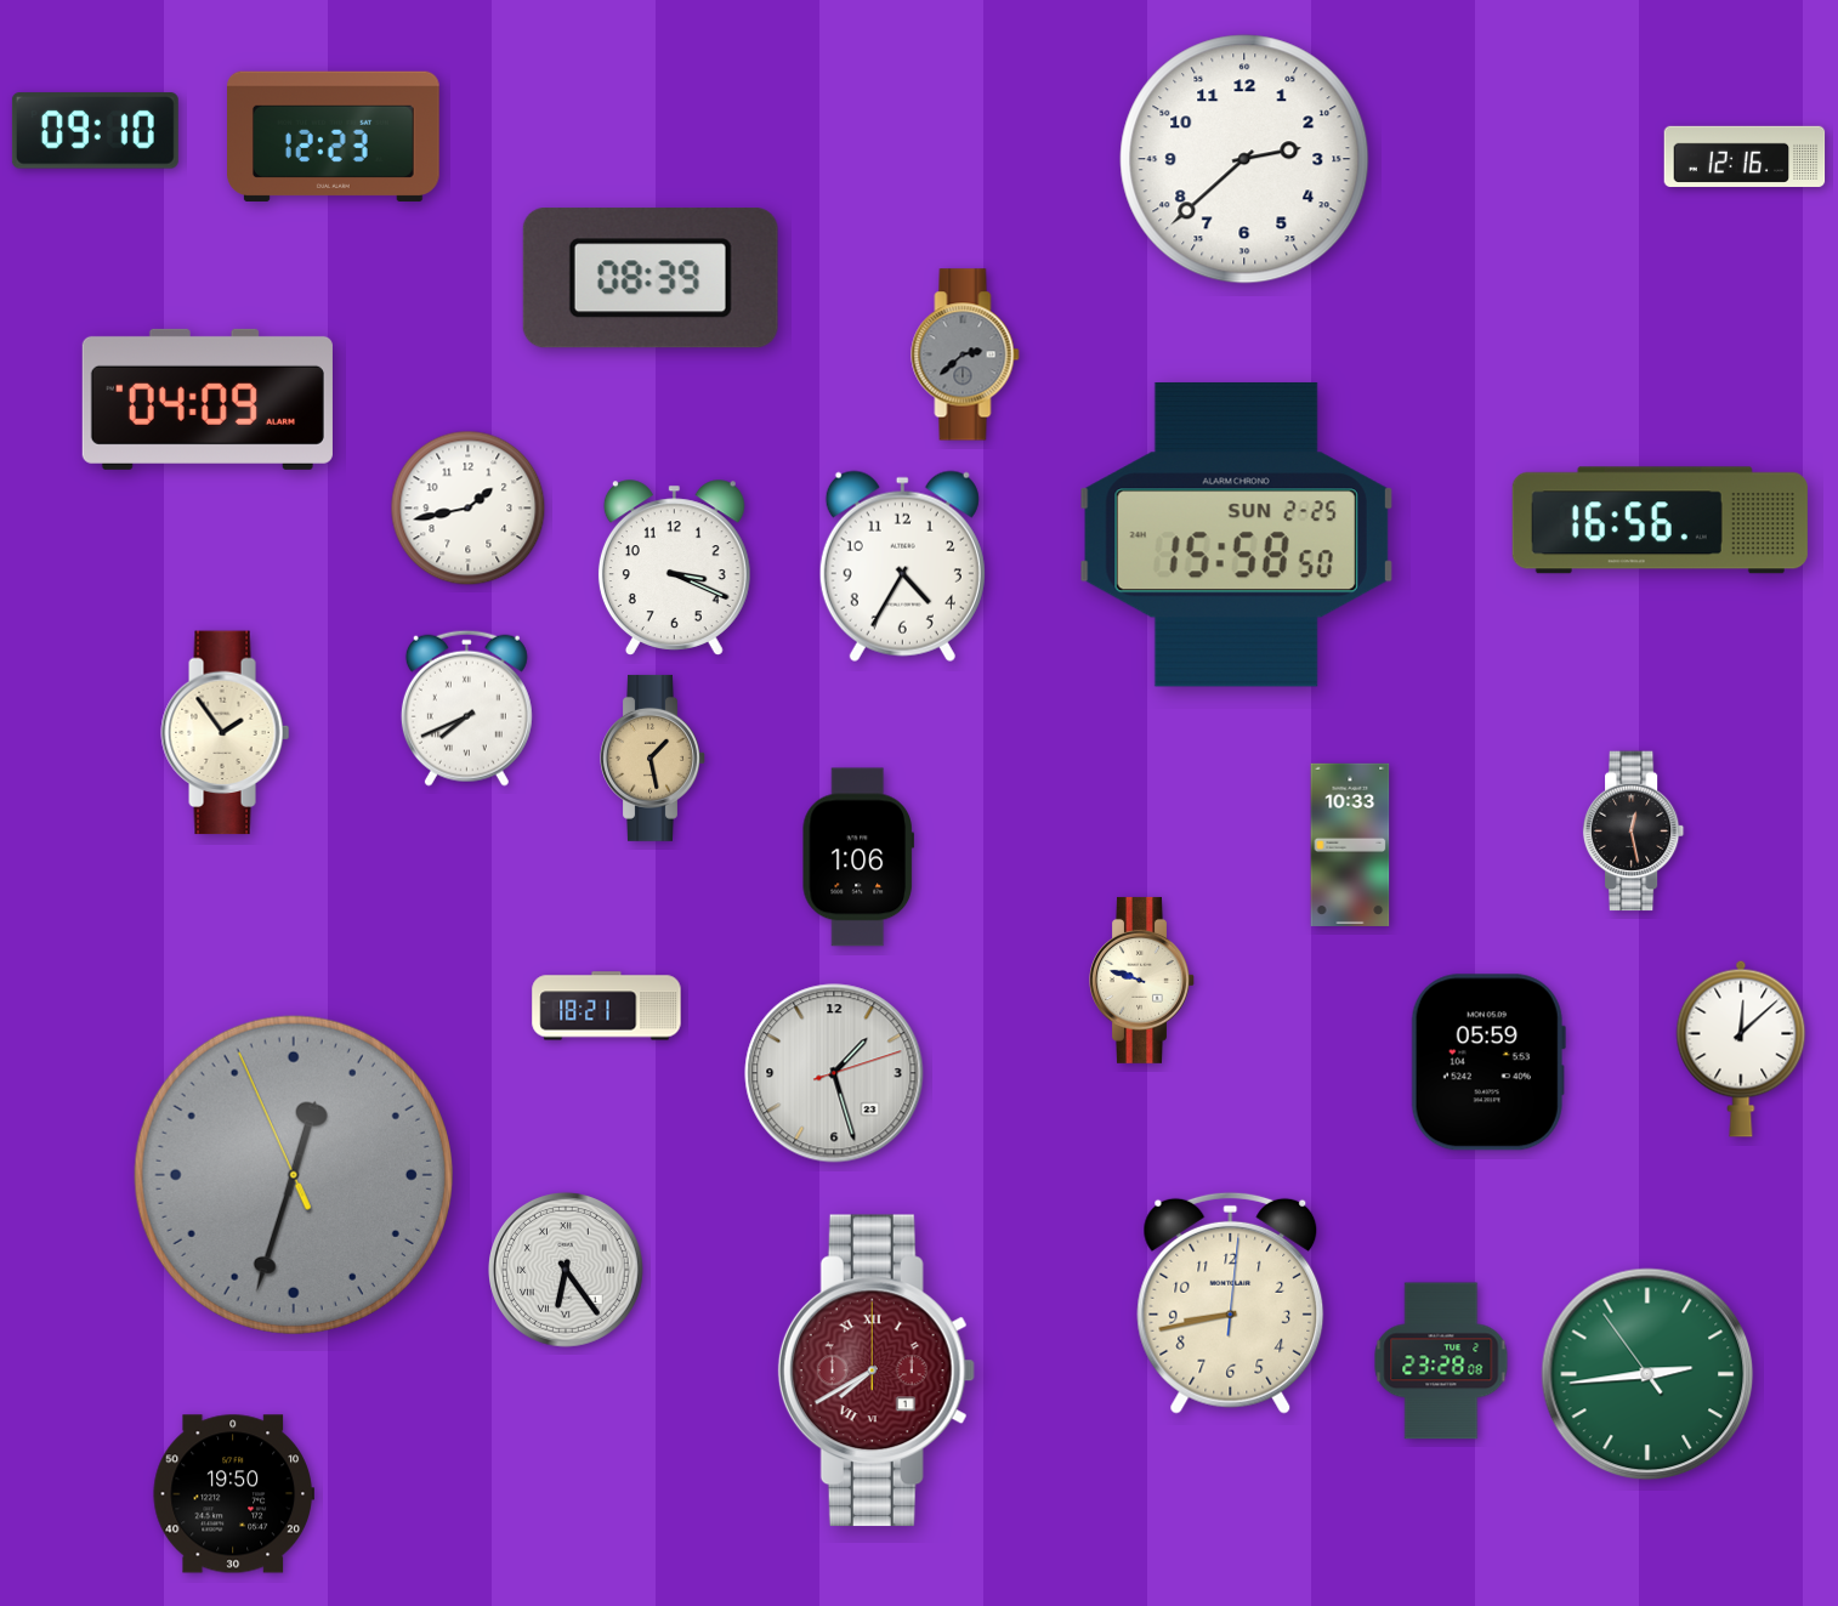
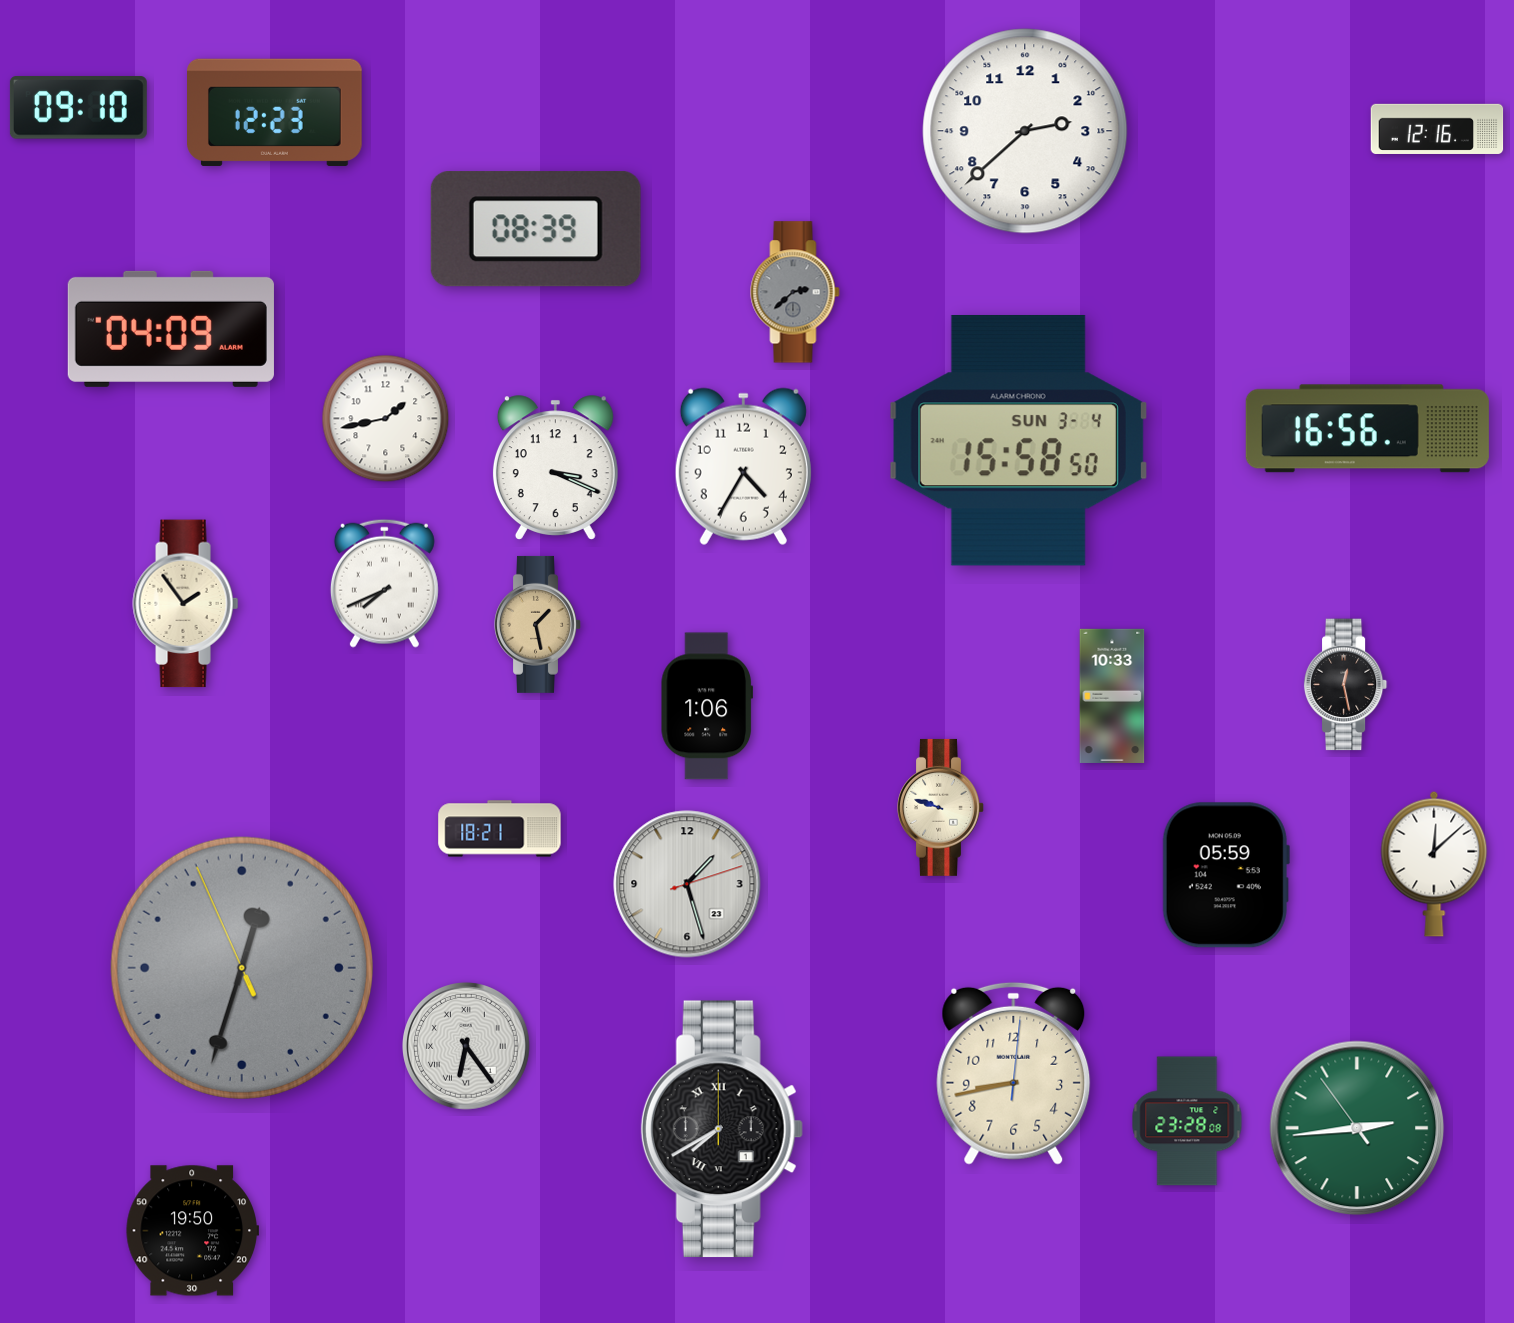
clock at (1236, 534) date: SUN 2-25 -> SUN 3-4
clock at (877, 1371) dial: burgundy -> black
clock at (1647, 1374) position: (1647, 1374) -> (1357, 1128)
